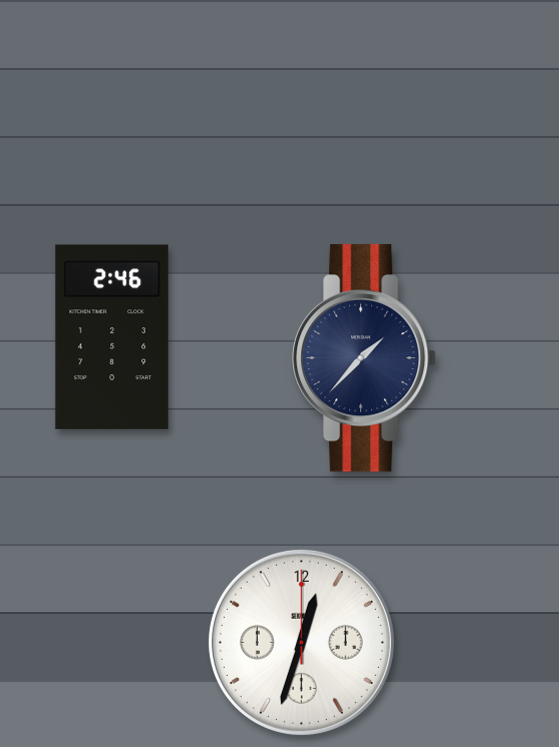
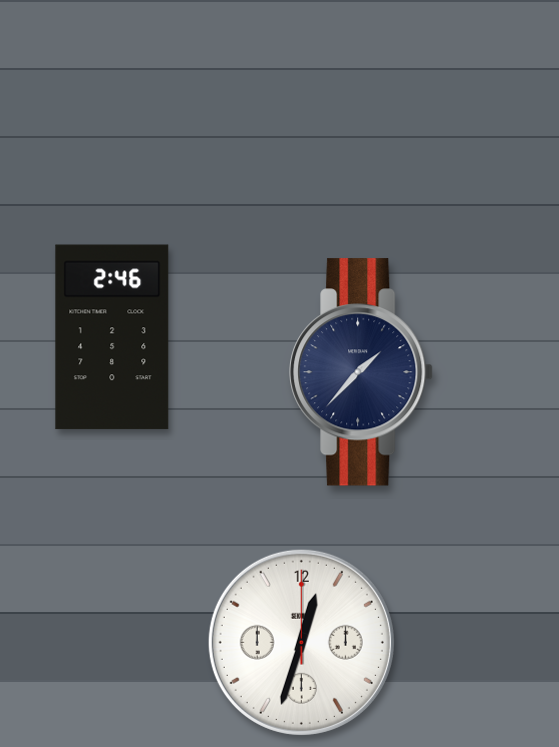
clock at (364, 358) position: (364, 358) -> (361, 372)
